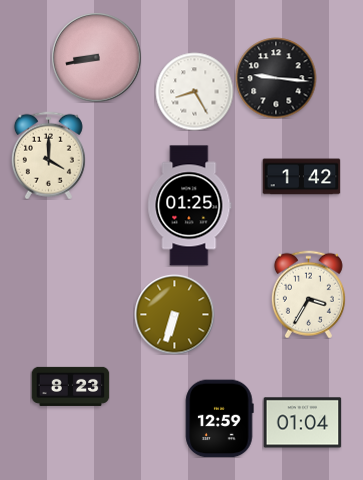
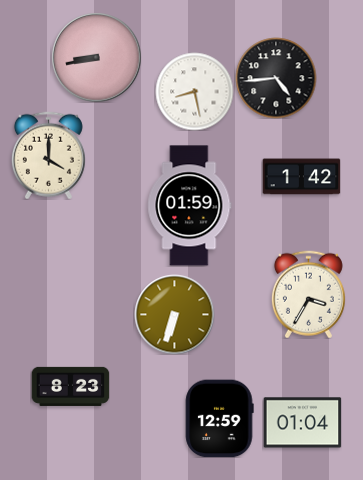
clock at (276, 78): 9:16 -> 4:44
clock at (194, 91): 8:25 -> 8:28
clock at (190, 206): 01:25 -> 01:59
